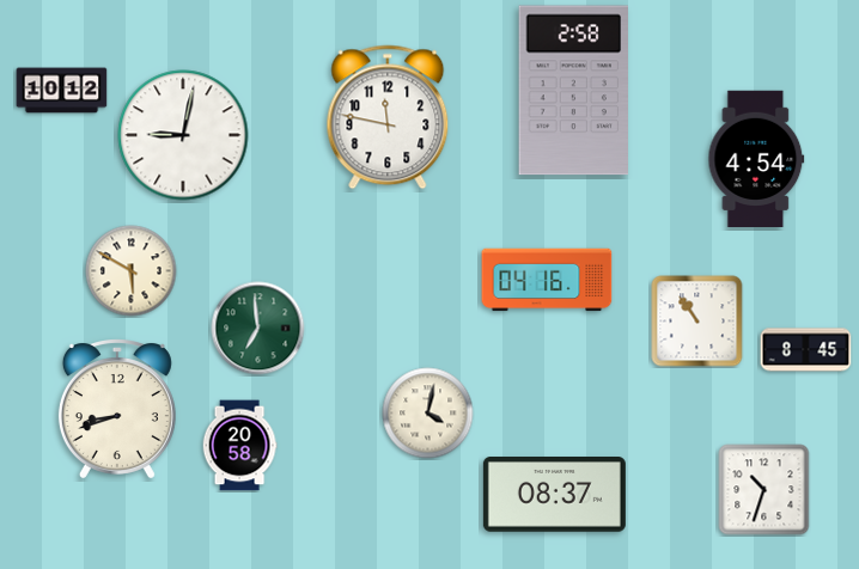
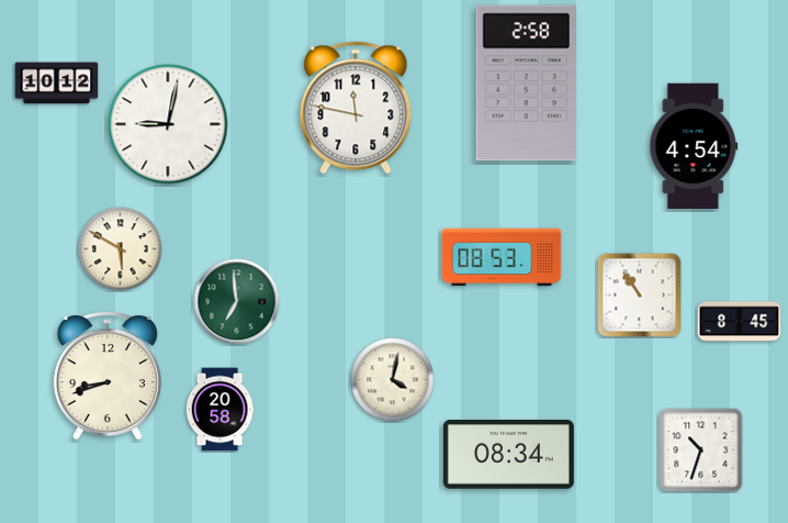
clock at (547, 280): 04:16 -> 08:53
clock at (554, 495): 08:37 -> 08:34
